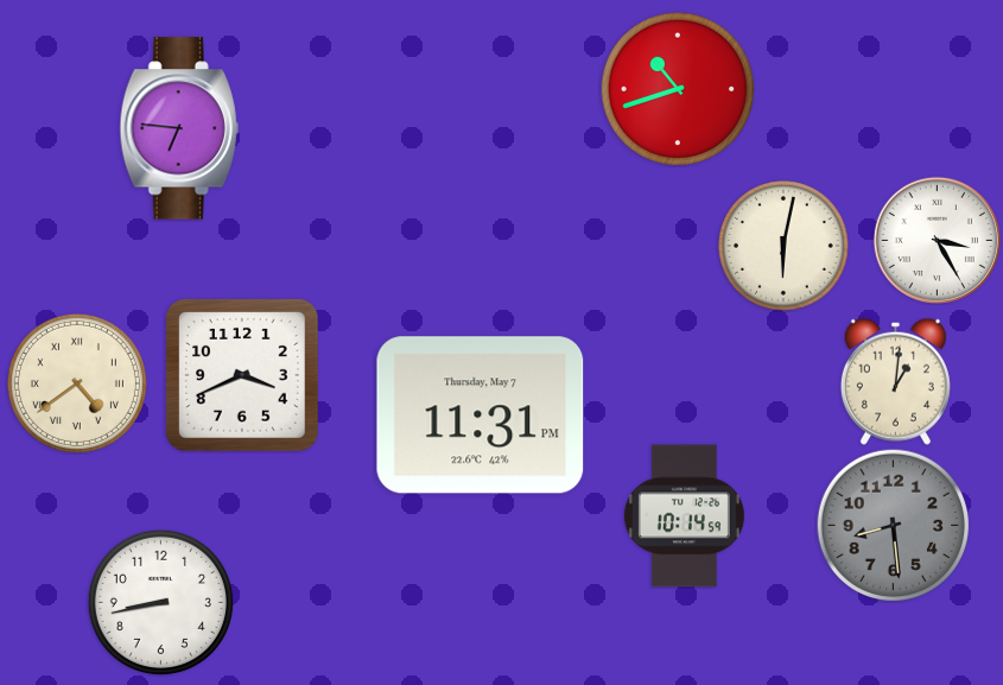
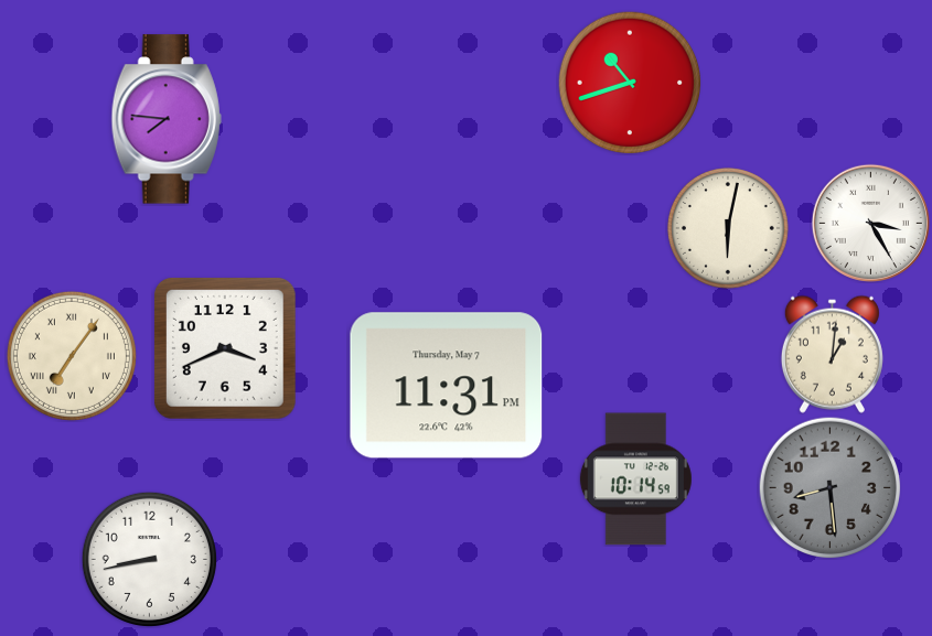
clock at (179, 128): 6:46 -> 7:46
clock at (77, 383): 4:39 -> 7:06
